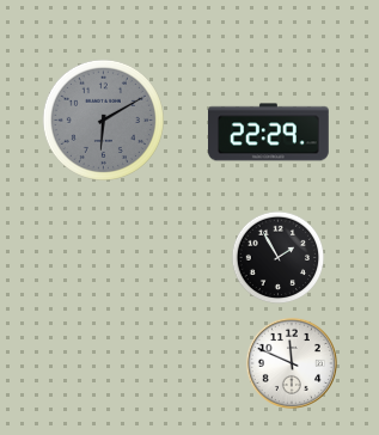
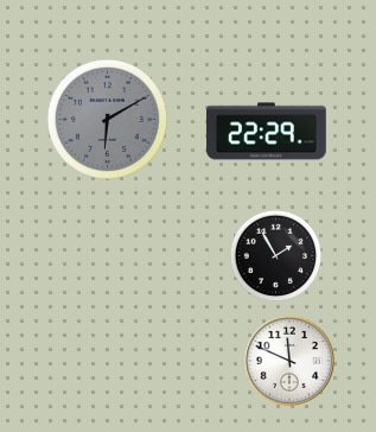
clock at (103, 120) position: (103, 120) -> (107, 119)
